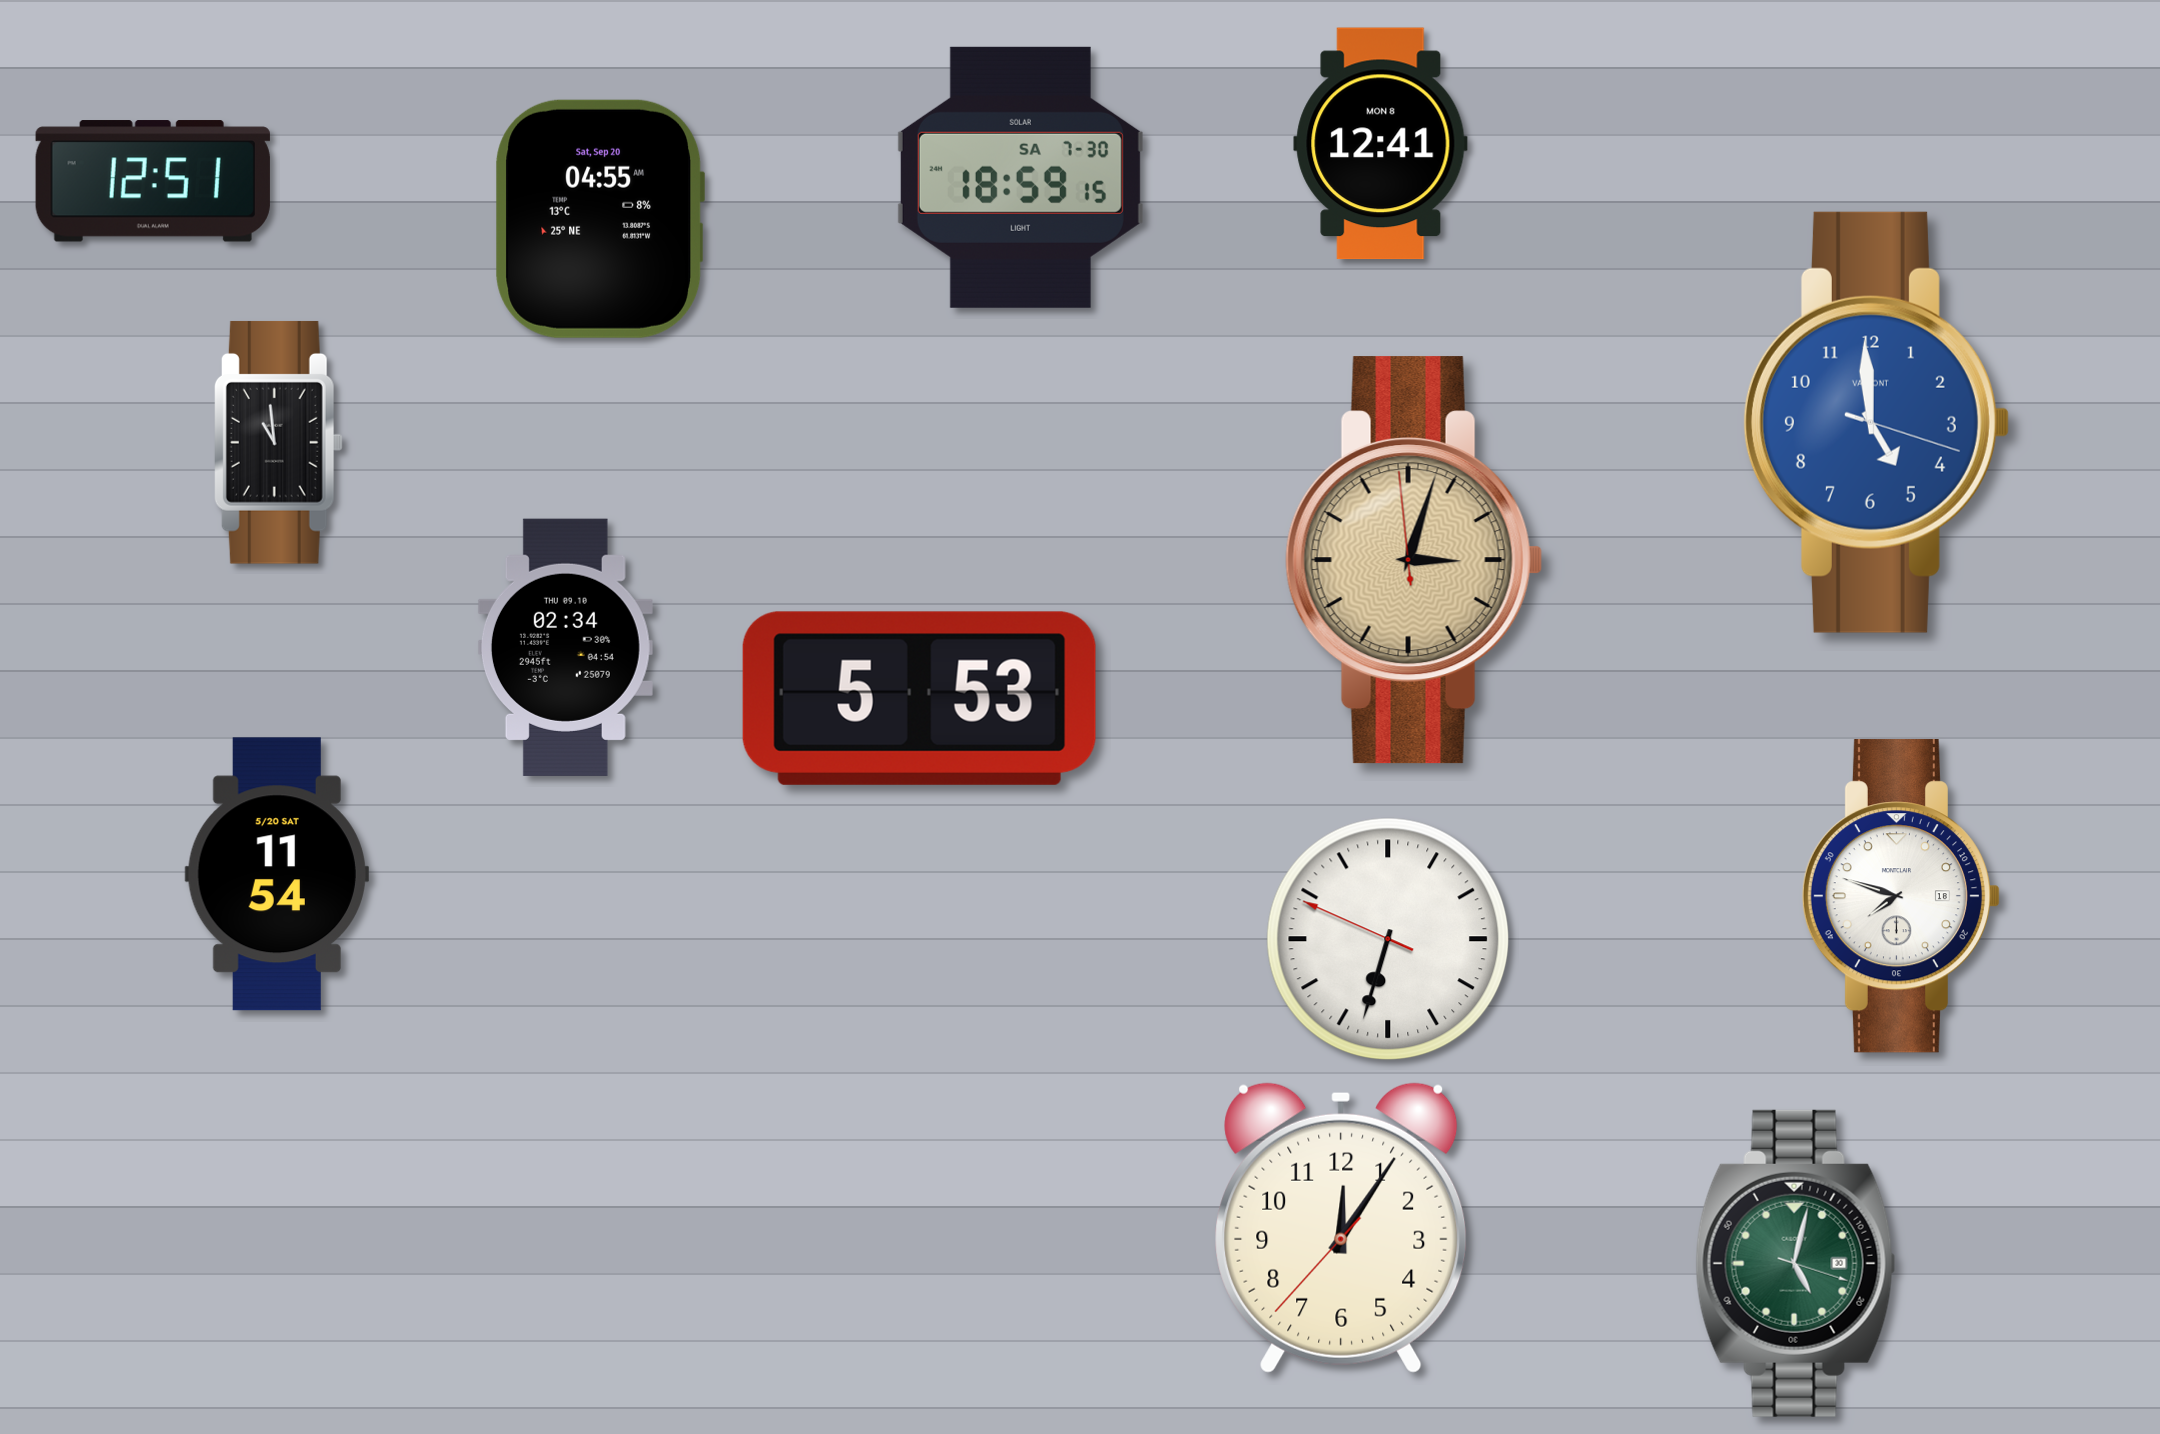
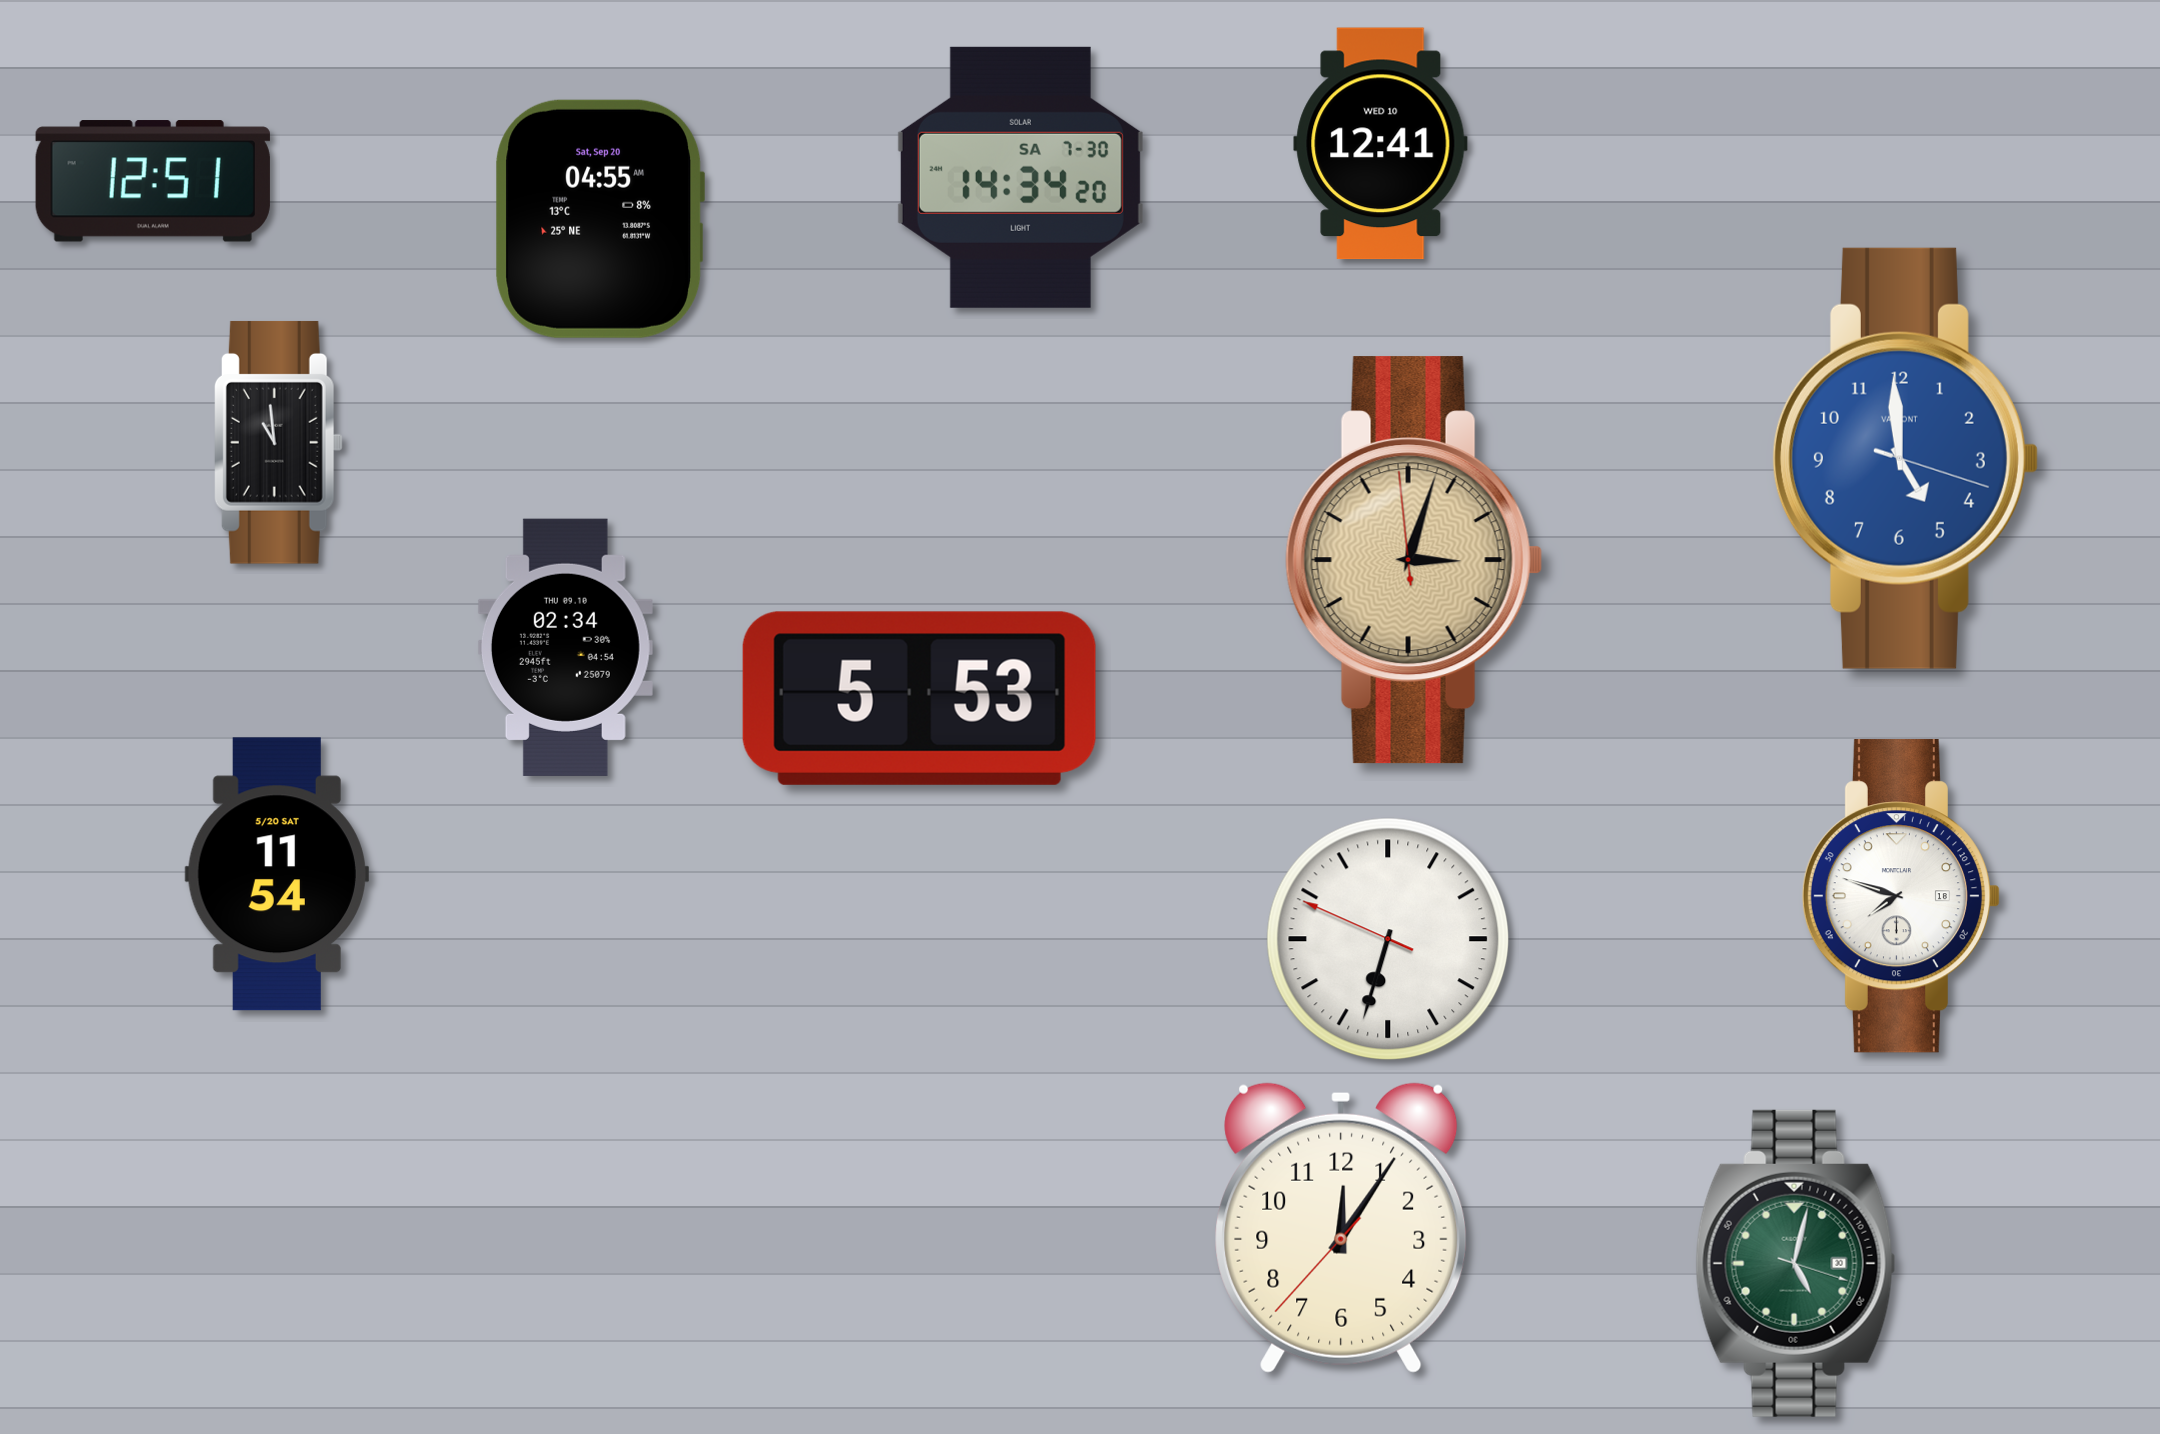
clock at (1381, 144) date: MON 8 -> WED 10
clock at (1020, 177): 18:59 -> 14:34
clock at (1876, 422) position: (1876, 422) -> (1905, 458)
